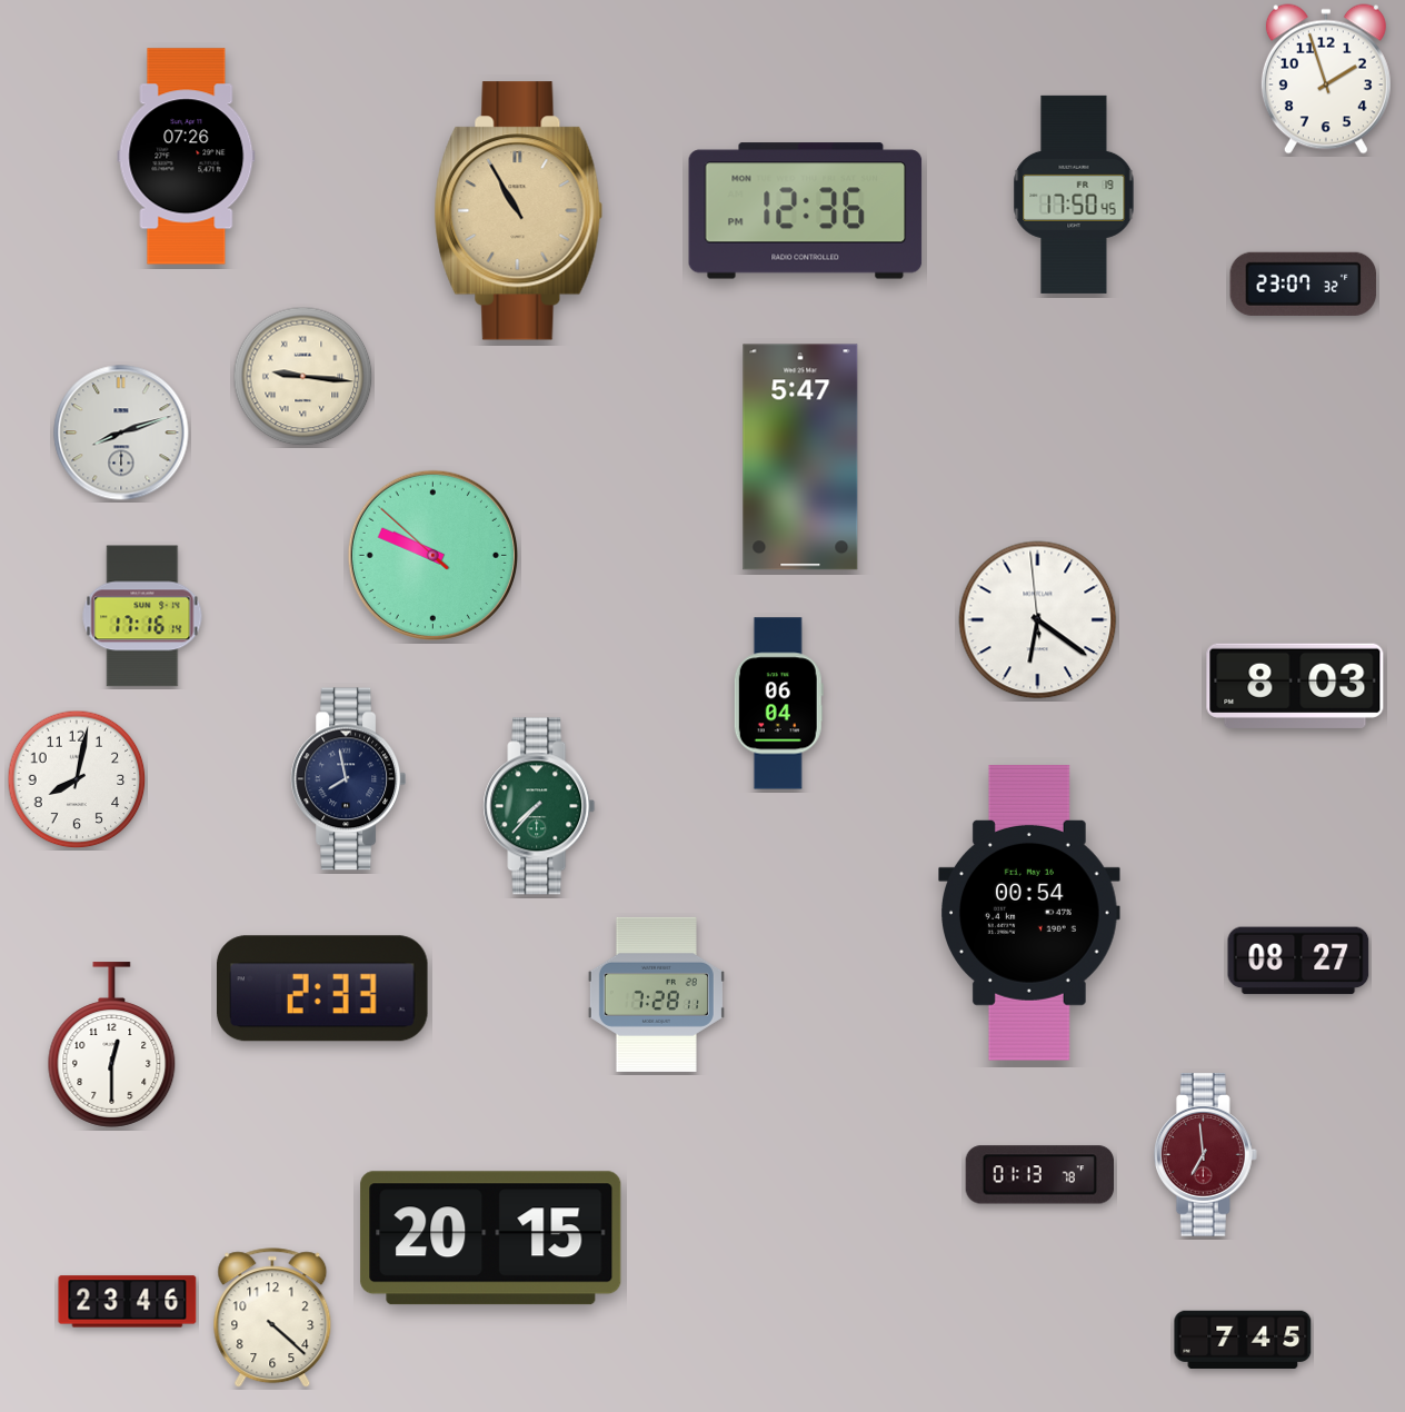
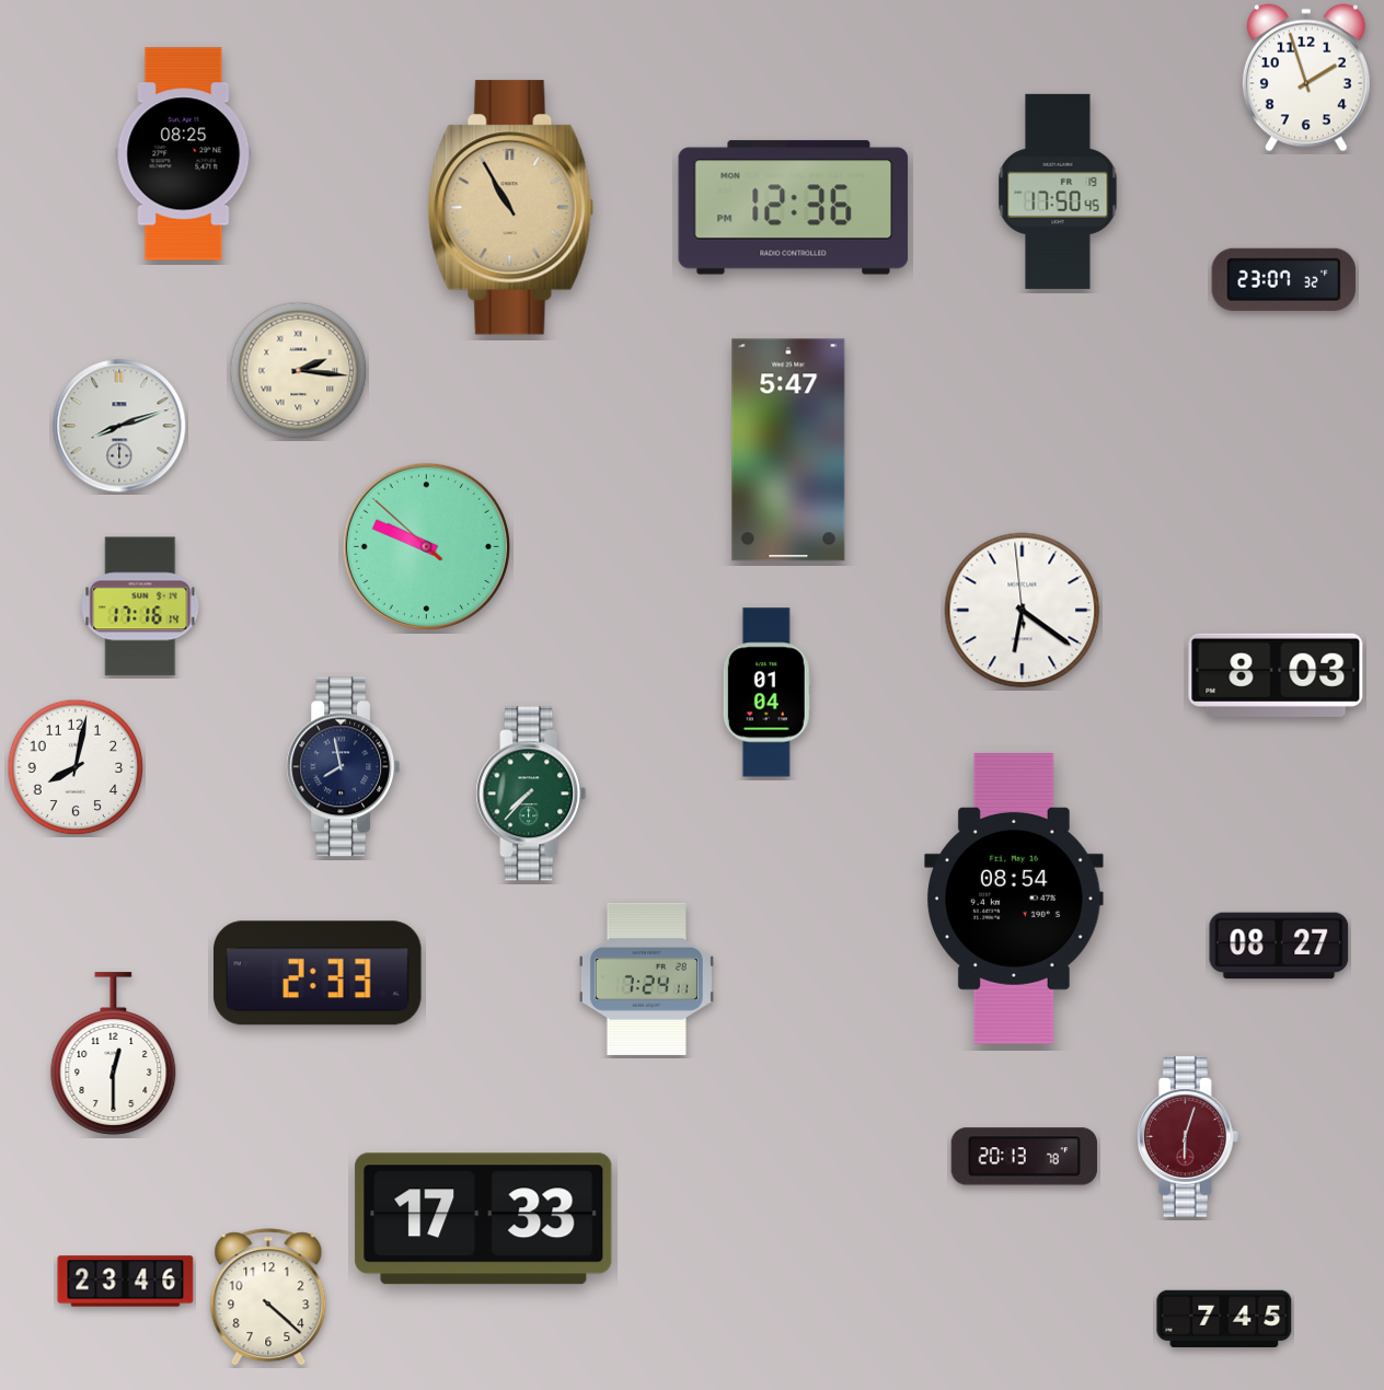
clock at (187, 157): 07:26 -> 08:25
clock at (303, 377): 9:16 -> 2:16
clock at (778, 704): 06:04 -> 01:04
clock at (1030, 913): 00:54 -> 08:54
clock at (656, 994): 7:28 -> 7:24
clock at (112, 1045) position: (112, 1045) -> (114, 1054)
clock at (1205, 1155): 6:59 -> 6:03
clock at (1039, 1175): 01:13 -> 20:13
clock at (491, 1239): 20:15 -> 17:33
